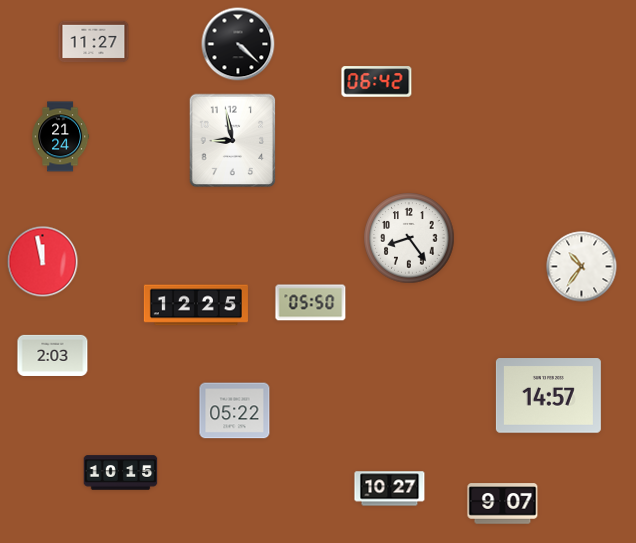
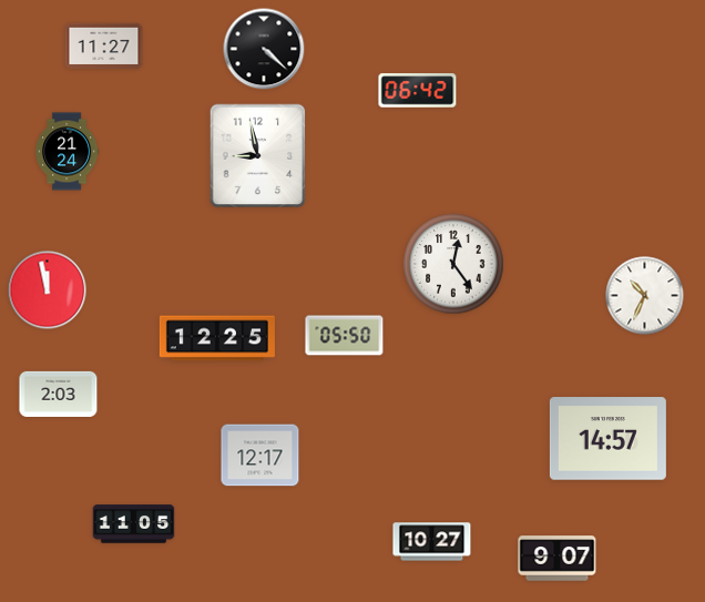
clock at (409, 238): 8:24 -> 12:24
clock at (582, 267): 10:36 -> 10:34
clock at (235, 411): 05:22 -> 12:17
clock at (121, 473): 10:15 -> 11:05
